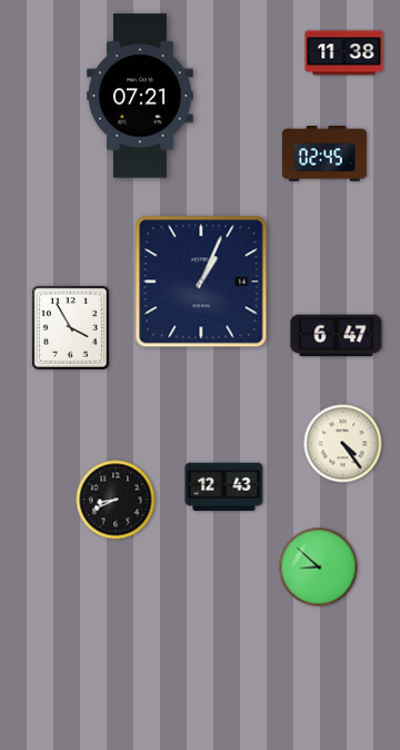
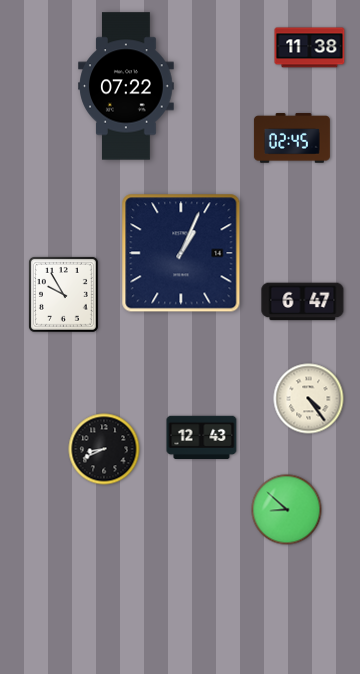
clock at (140, 96): 07:21 -> 07:22
clock at (70, 328): 3:55 -> 9:55
